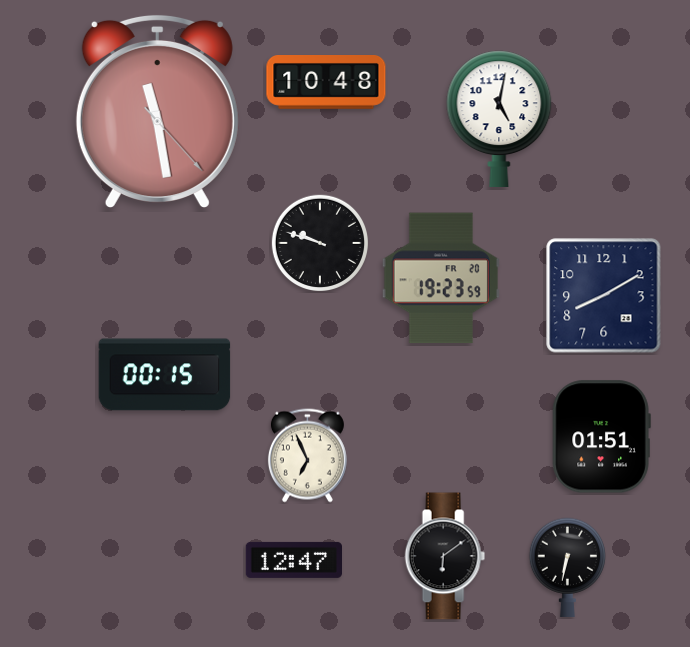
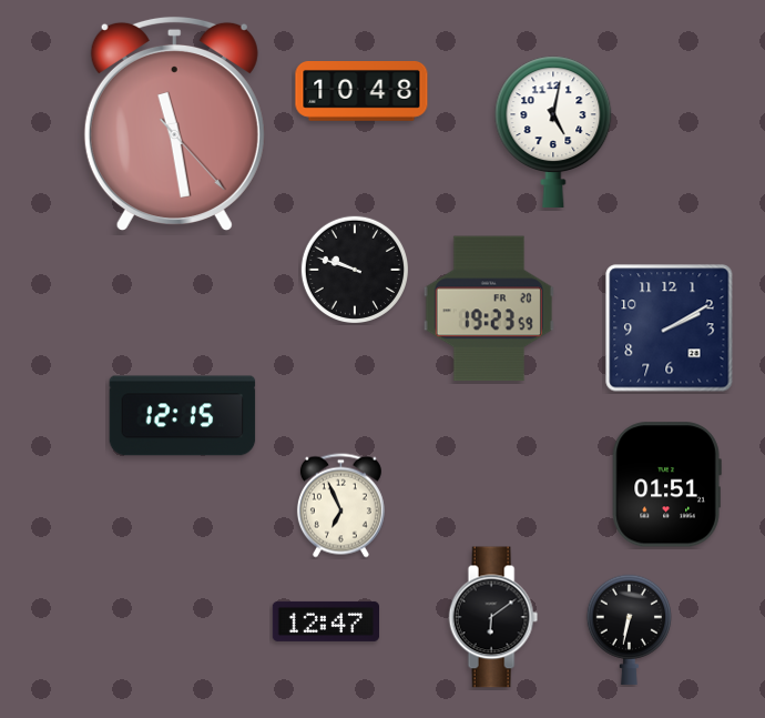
clock at (604, 296): 8:10 -> 2:10
clock at (165, 375): 00:15 -> 12:15
